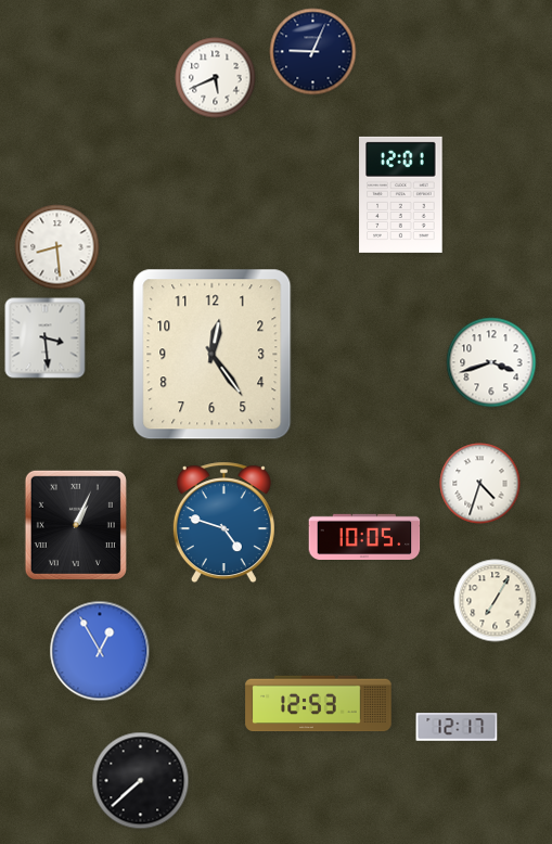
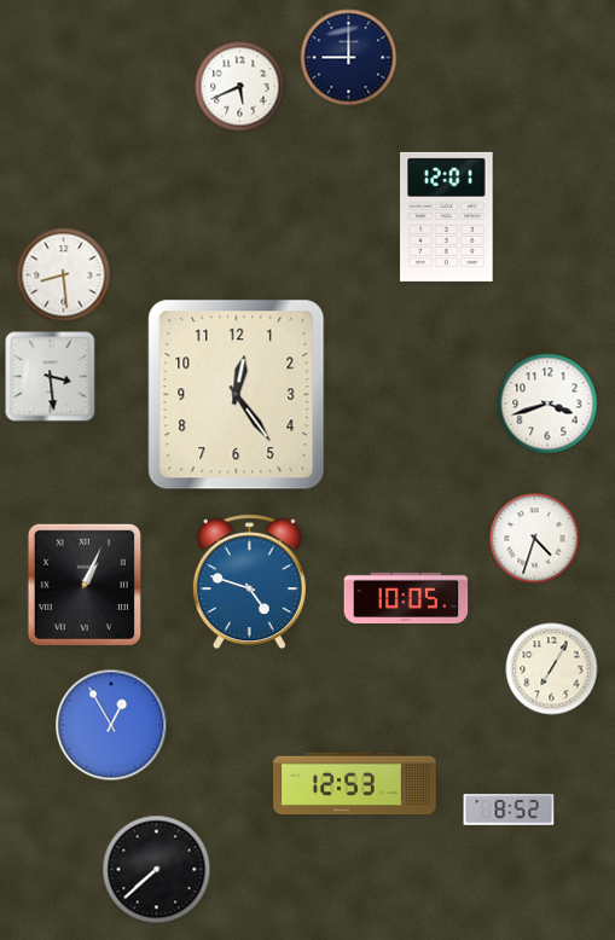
clock at (313, 52): 9:04 -> 9:00
clock at (457, 727): 12:17 -> 8:52
